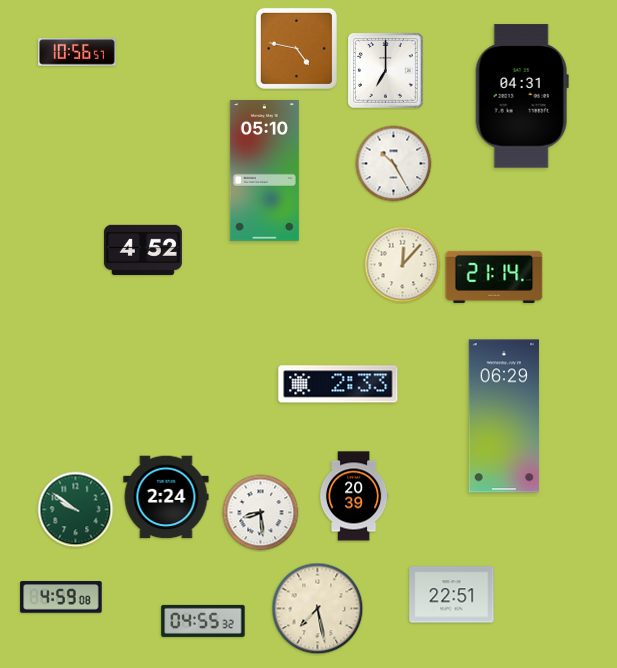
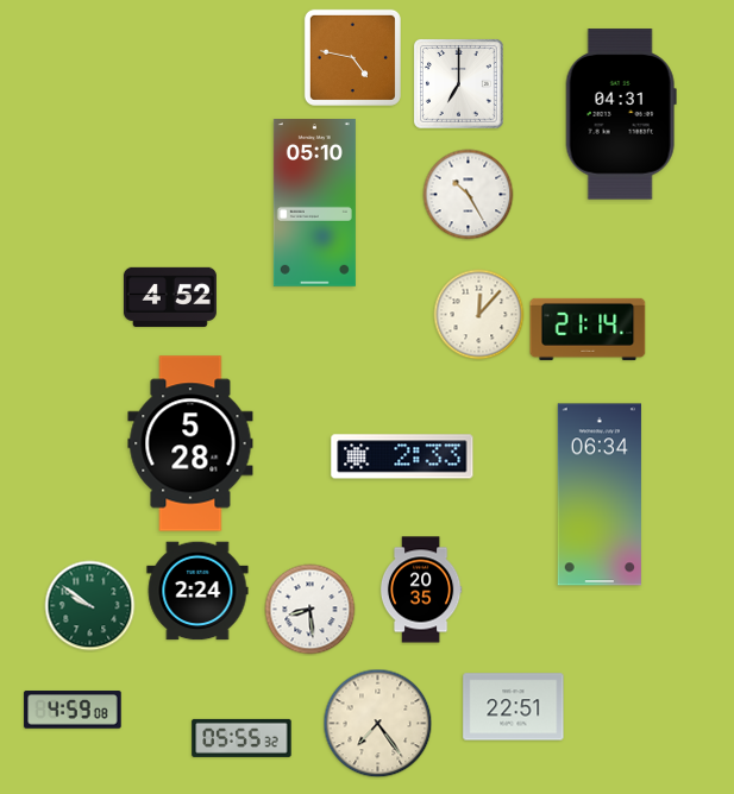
clock at (77, 52): 10:56 -> none
clock at (190, 443): none -> 5:28
clock at (504, 416): 06:29 -> 06:34
clock at (354, 496): 20:39 -> 20:35
clock at (452, 595) position: (452, 595) -> (514, 707)
clock at (318, 609): 7:28 -> 7:24
clock at (203, 621): 04:55 -> 05:55
